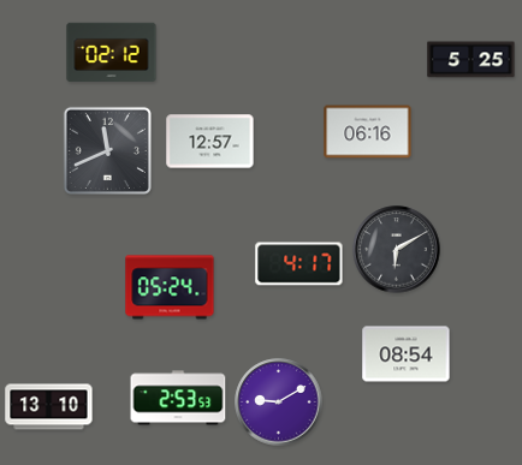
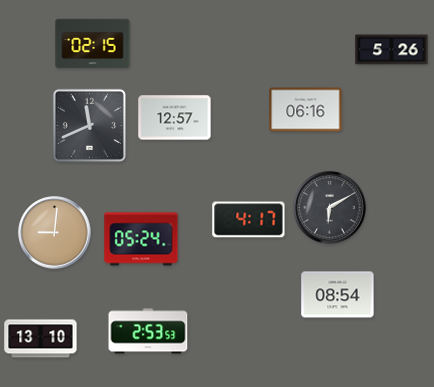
clock at (112, 53): 02:12 -> 02:15
clock at (471, 60): 5:25 -> 5:26
clock at (55, 233): none -> 9:01
clock at (279, 403): 9:10 -> none
